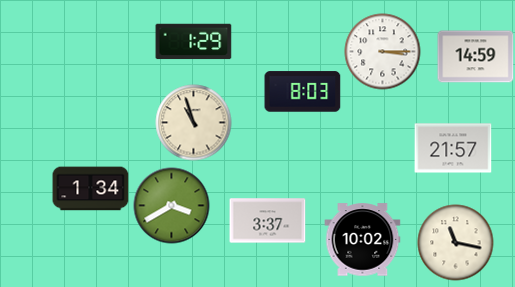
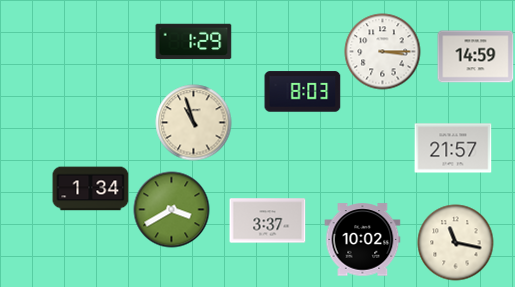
clock at (172, 206) position: (172, 206) -> (172, 210)
